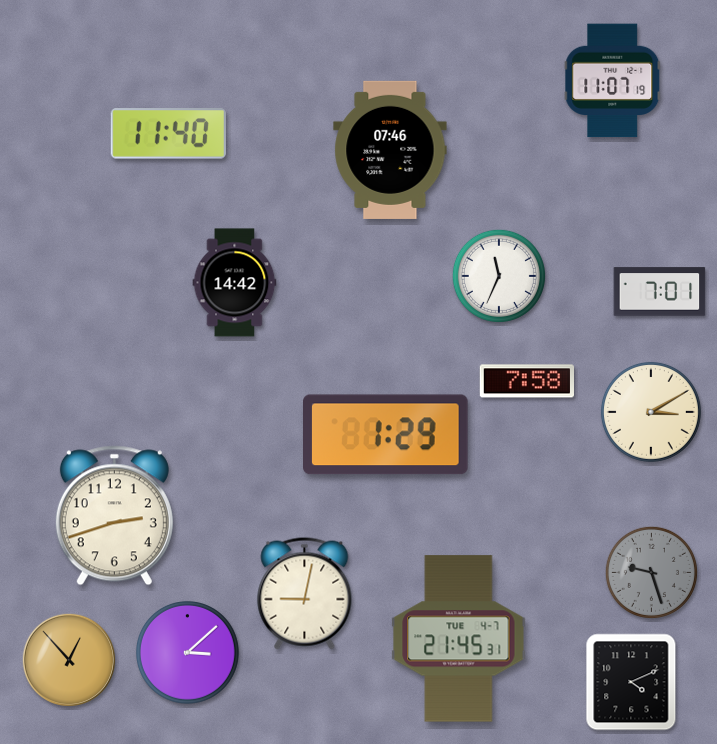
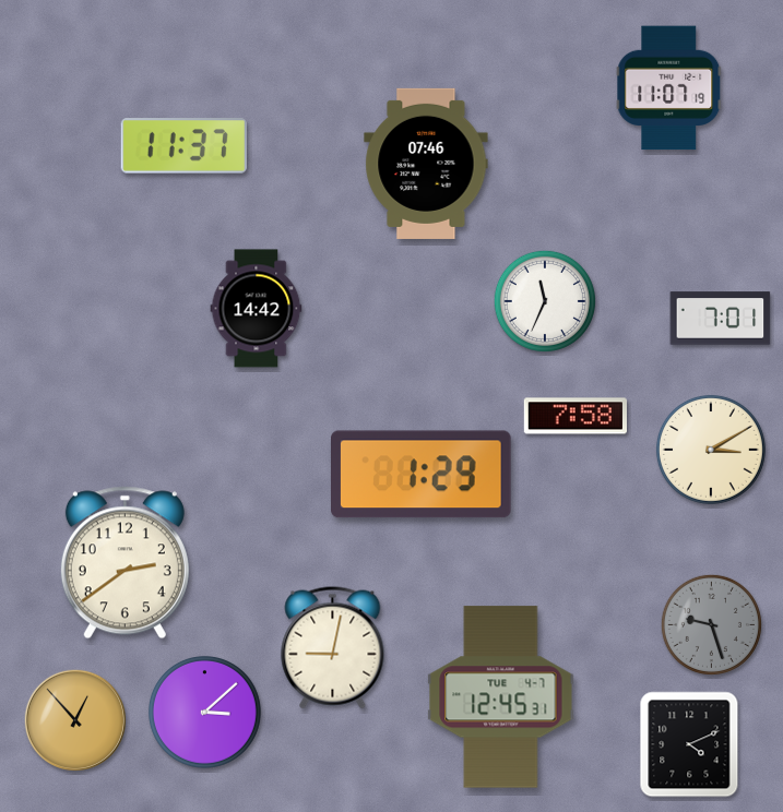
clock at (168, 134): 11:40 -> 11:37
clock at (114, 516): 2:42 -> 2:39
clock at (459, 639): 21:45 -> 12:45
